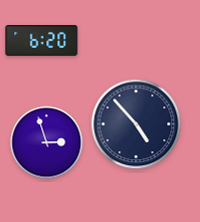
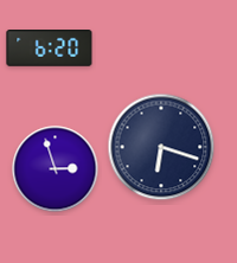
clock at (136, 124): 4:53 -> 6:18
